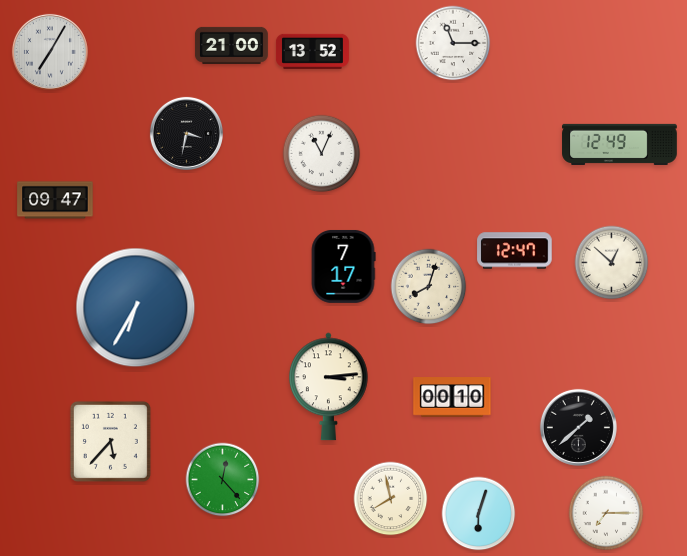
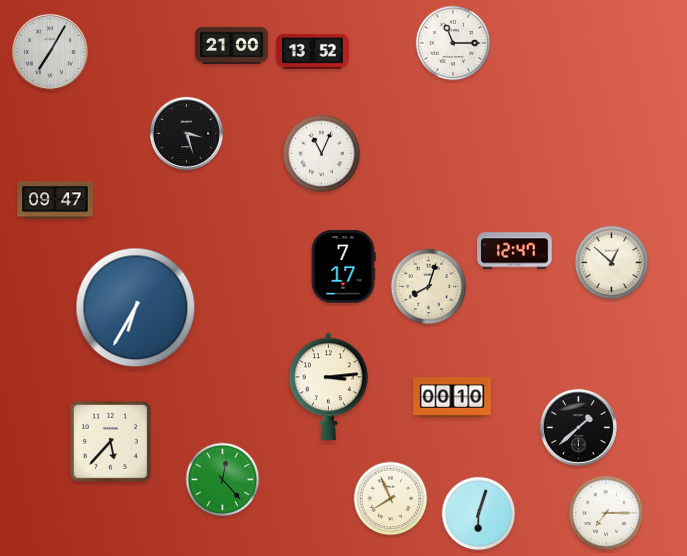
clock at (186, 133): 3:32 -> 3:27
clock at (620, 144): 12:49 -> none
clock at (391, 499): 7:58 -> 7:56
